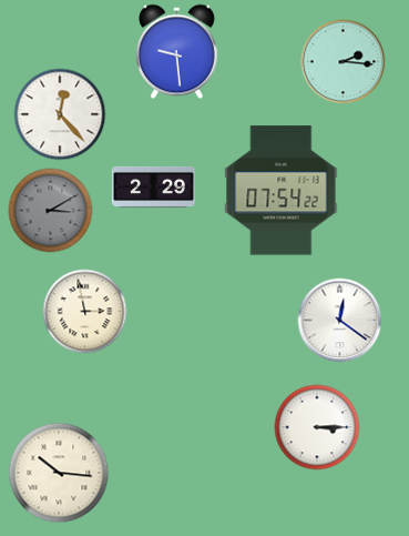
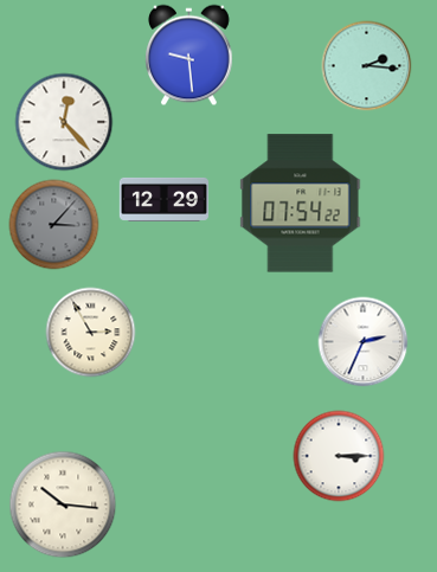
clock at (153, 186): 2:29 -> 12:29
clock at (51, 211): 3:10 -> 3:07
clock at (85, 312): 2:58 -> 2:55
clock at (340, 321): 12:21 -> 2:34
